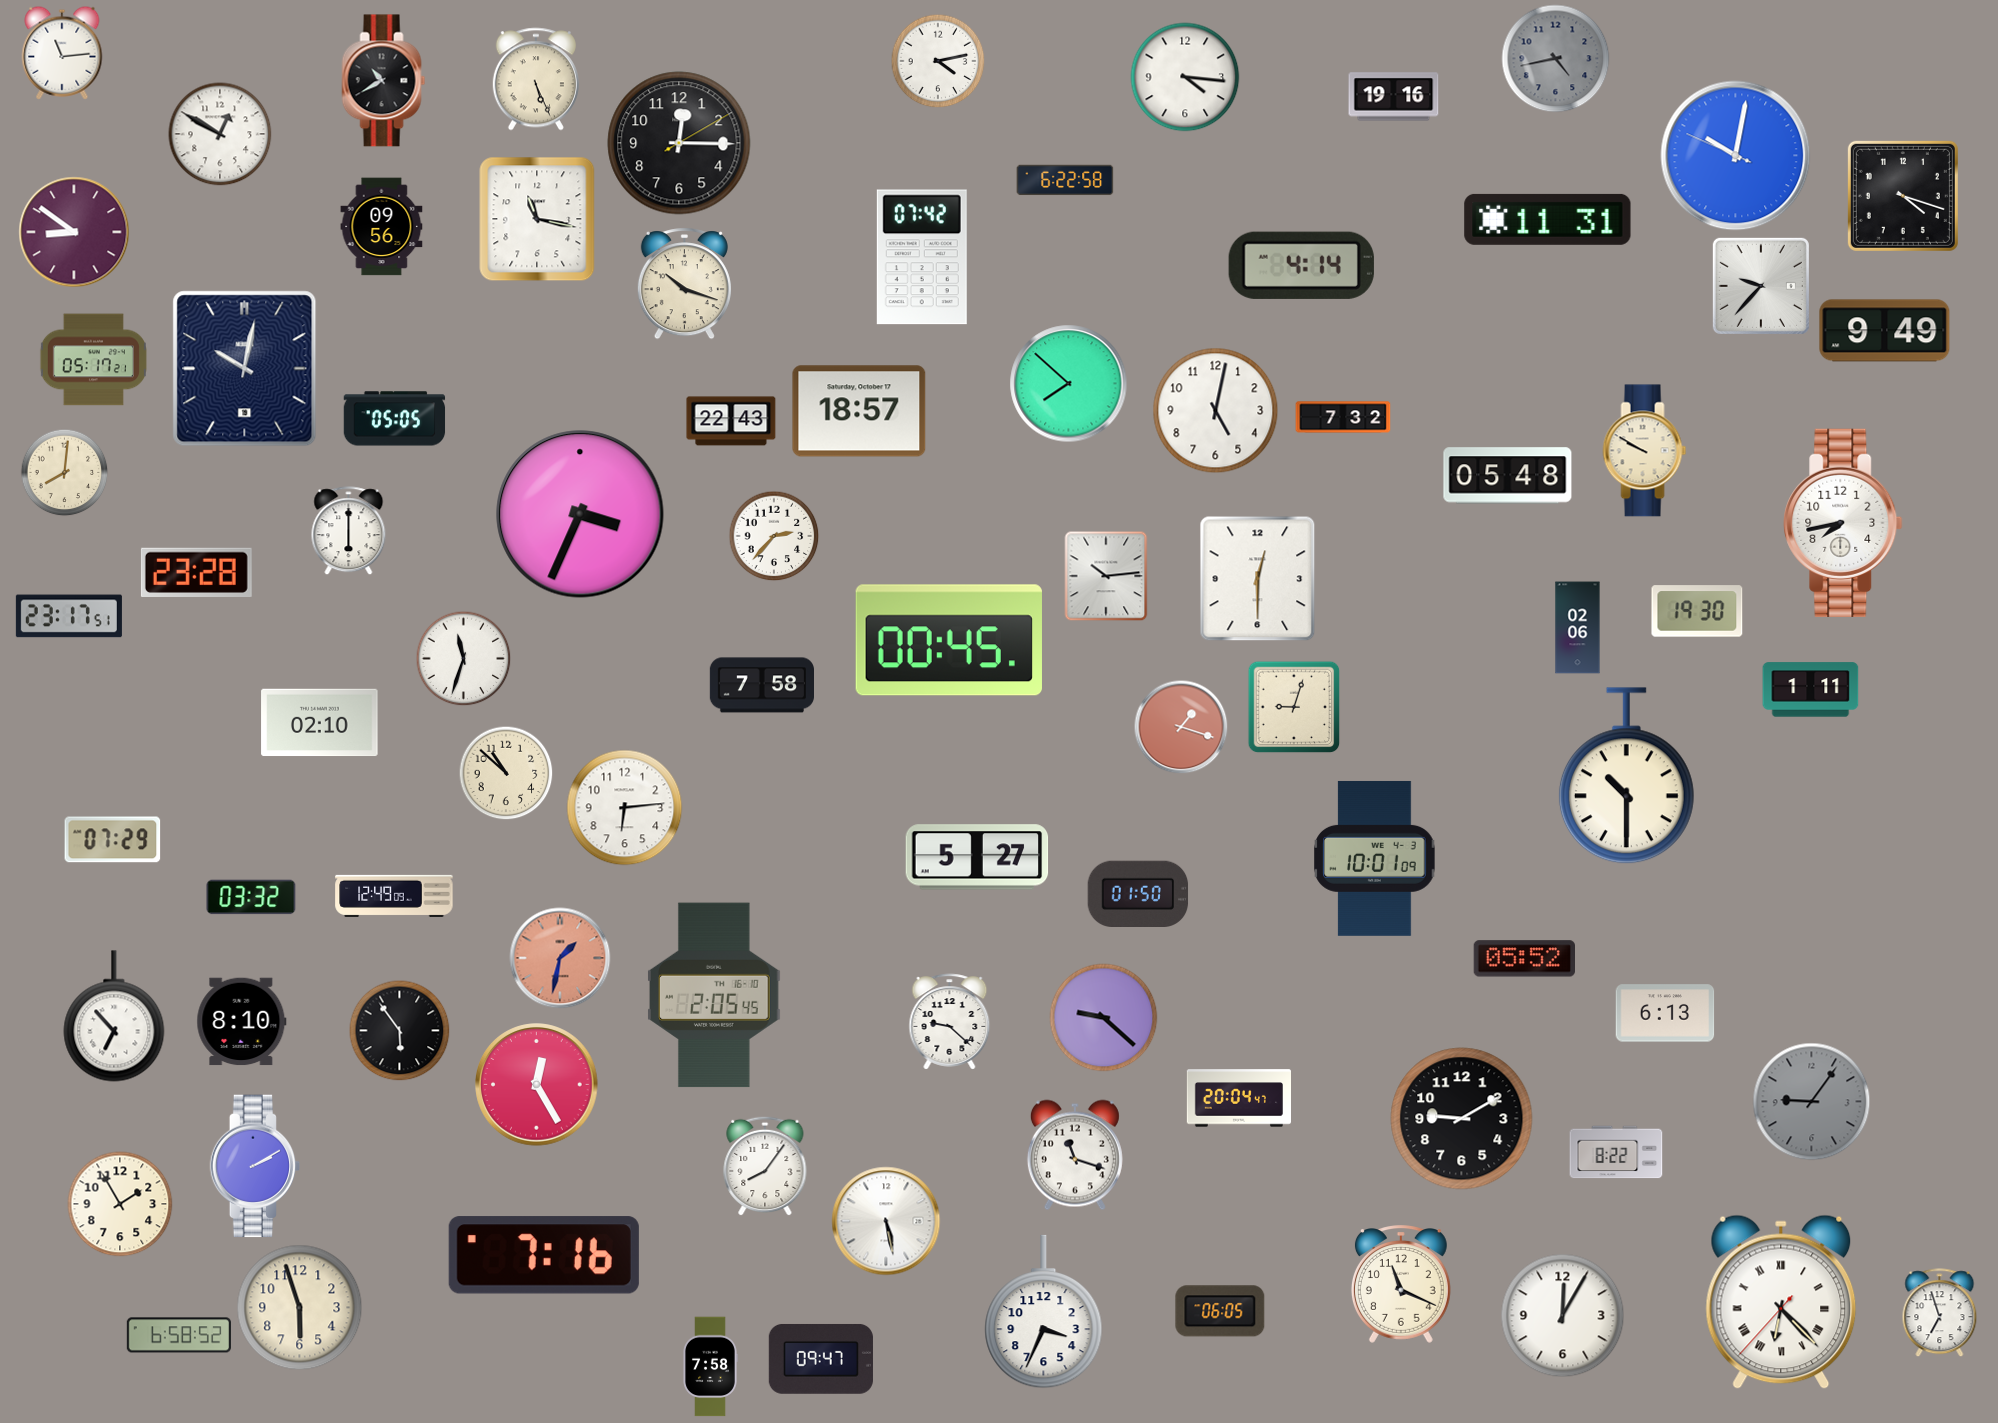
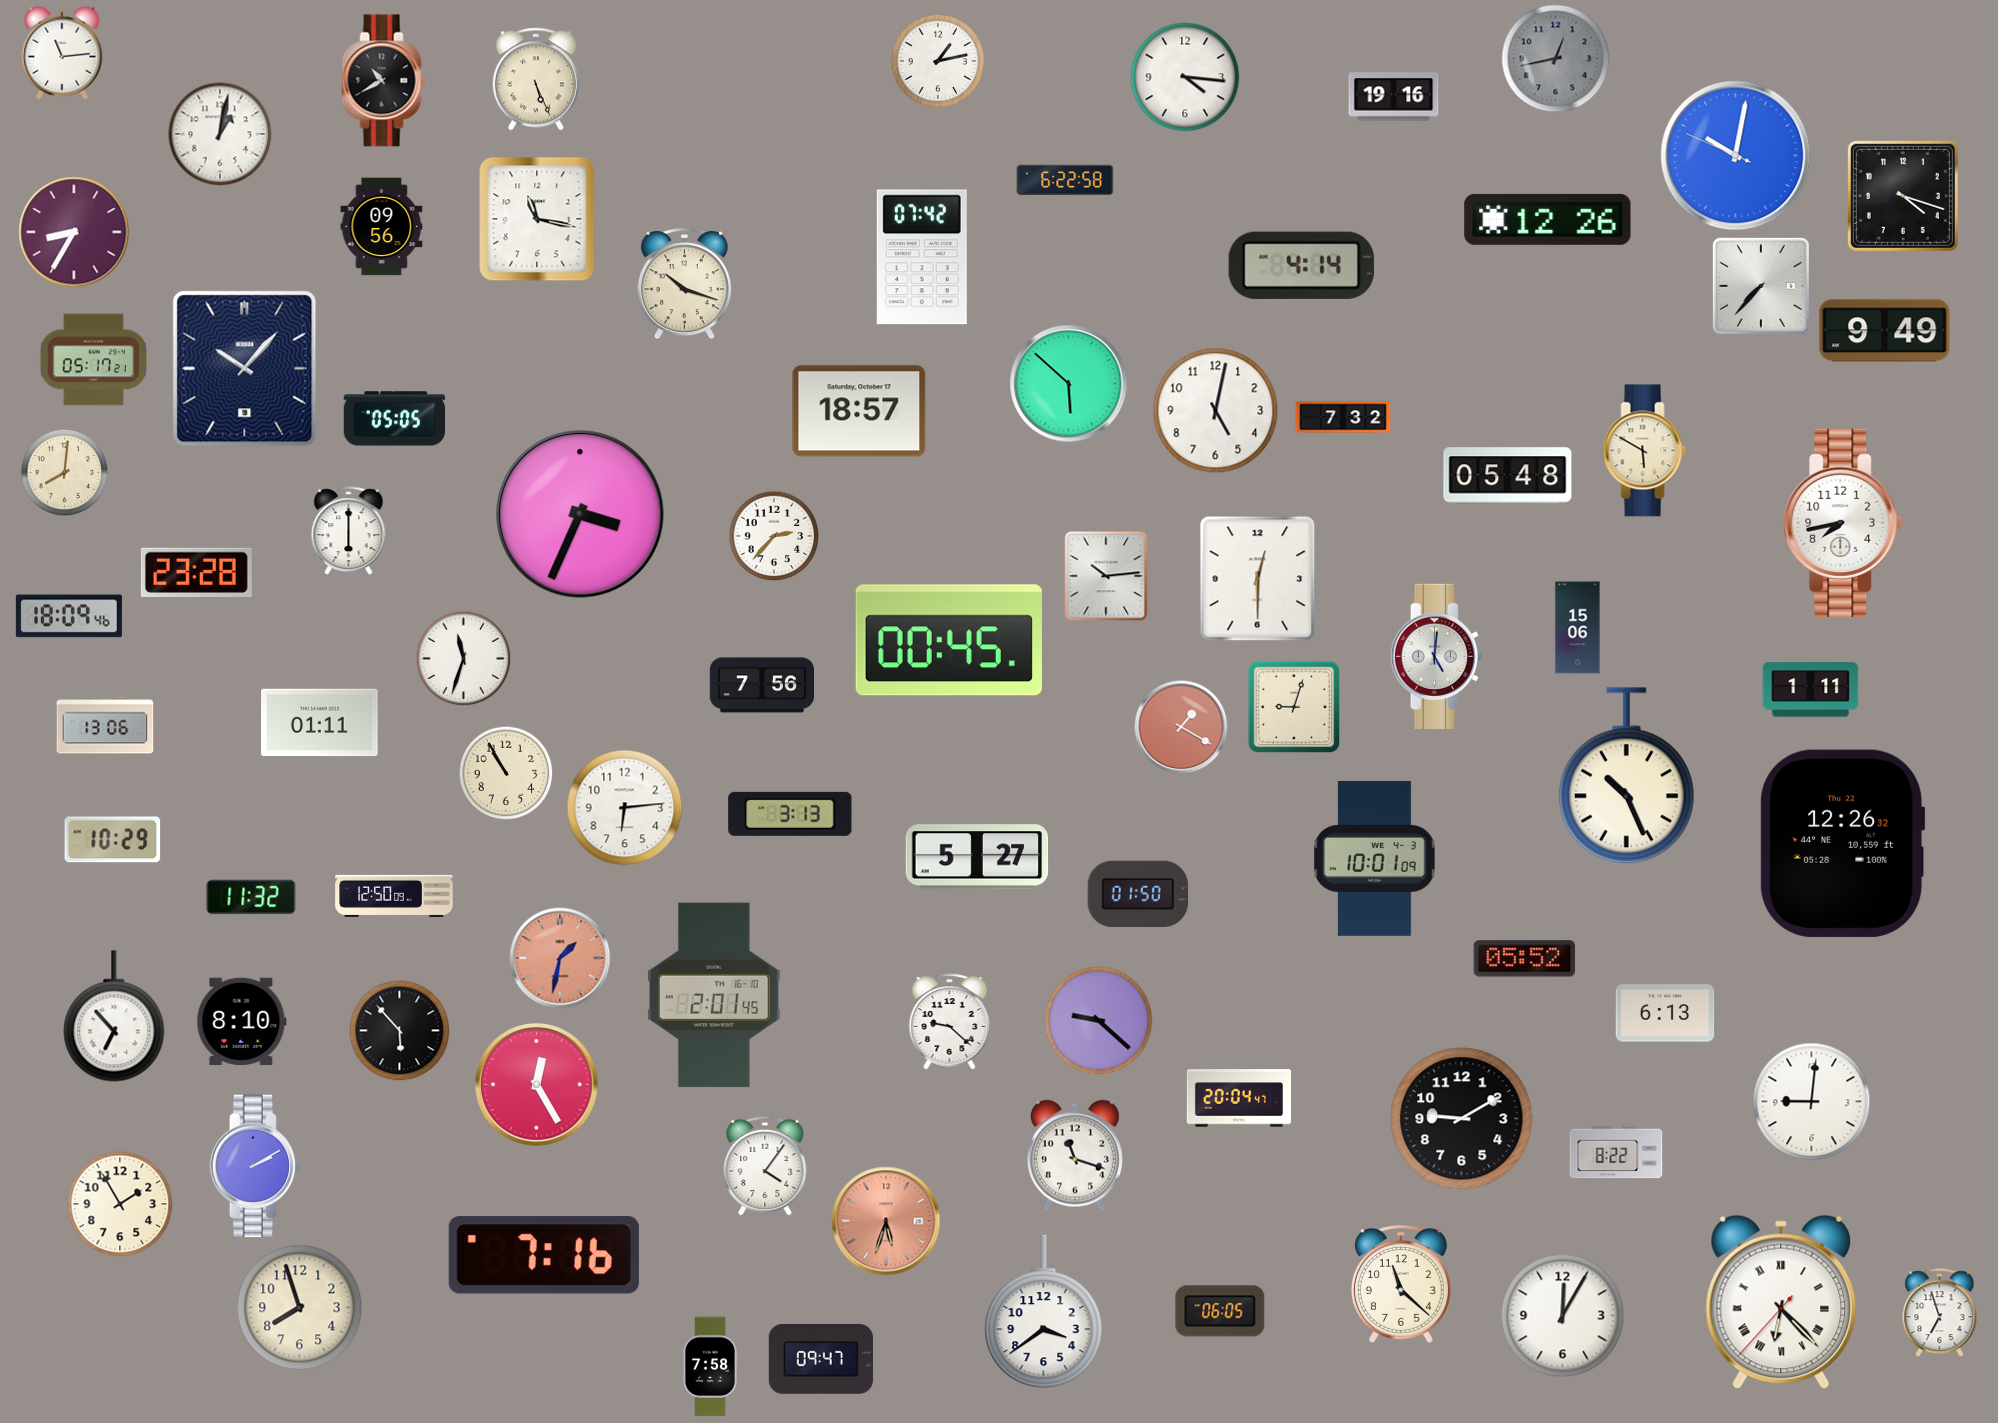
clock at (1556, 59): 4:43 -> 12:43
clock at (938, 61): 4:13 -> 1:13
clock at (220, 134): 12:50 -> 1:02
clock at (679, 143): 12:15 -> none
clock at (1548, 219): 11:31 -> 12:26
clock at (74, 232): 8:51 -> 8:35
clock at (1761, 286): 9:37 -> 7:37
clock at (245, 369): 10:02 -> 10:07
clock at (1069, 384): 7:52 -> 5:52
clock at (731, 421): 22:43 -> none
clock at (1645, 451): 9:50 -> 5:50
clock at (1697, 611): 19:30 -> none
clock at (69, 616): 23:17 -> 18:09
clock at (1578, 628): 02:06 -> 15:06
clock at (1436, 656): none -> 5:01
clock at (761, 685): 7:58 -> 7:56
clock at (320, 723): 02:10 -> 01:11
clock at (105, 725): none -> 13:06
clock at (1181, 727): 1:18 -> 1:20
clock at (506, 773): 10:52 -> 10:55
clock at (1626, 776): 10:30 -> 10:26
clock at (790, 814): none -> 3:13
clock at (113, 840): 07:29 -> 10:29
clock at (1843, 843): none -> 12:26
clock at (394, 896): 12:49 -> 12:50
clock at (251, 897): 03:32 -> 11:32
clock at (714, 995): 2:05 -> 2:01
clock at (1104, 1018) position: (1104, 1018) -> (1099, 1021)
clock at (400, 1031): 5:54 -> 5:53
clock at (1812, 1102): 9:06 -> 9:01
clock at (1812, 1102) dial: grey -> white
clock at (765, 1166): 8:06 -> 4:06
clock at (886, 1221): 5:28 -> 5:33
clock at (886, 1221) dial: white -> salmon
clock at (1401, 1284): 11:19 -> 11:22
clock at (300, 1308): 5:57 -> 7:57
clock at (1044, 1312): 3:34 -> 3:39
clock at (179, 1335): 6:58 -> none
